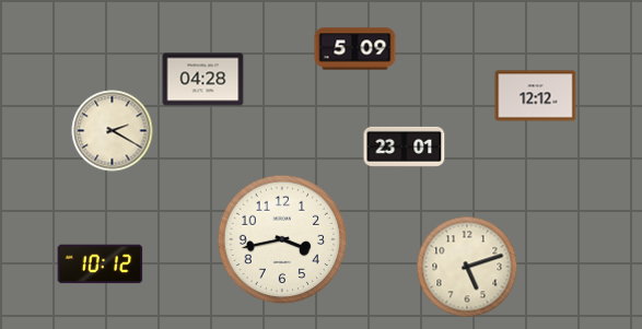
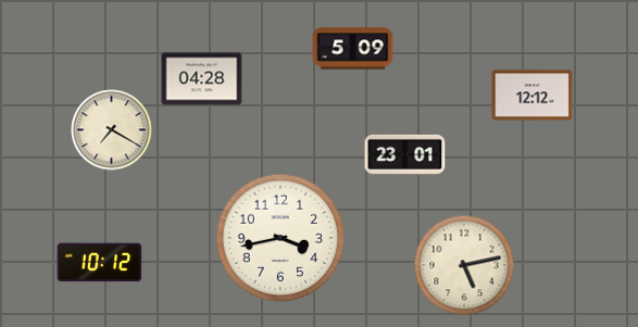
clock at (113, 131): 2:20 -> 7:20
clock at (405, 146) position: (405, 146) -> (405, 154)
clock at (467, 267): 5:12 -> 5:13
